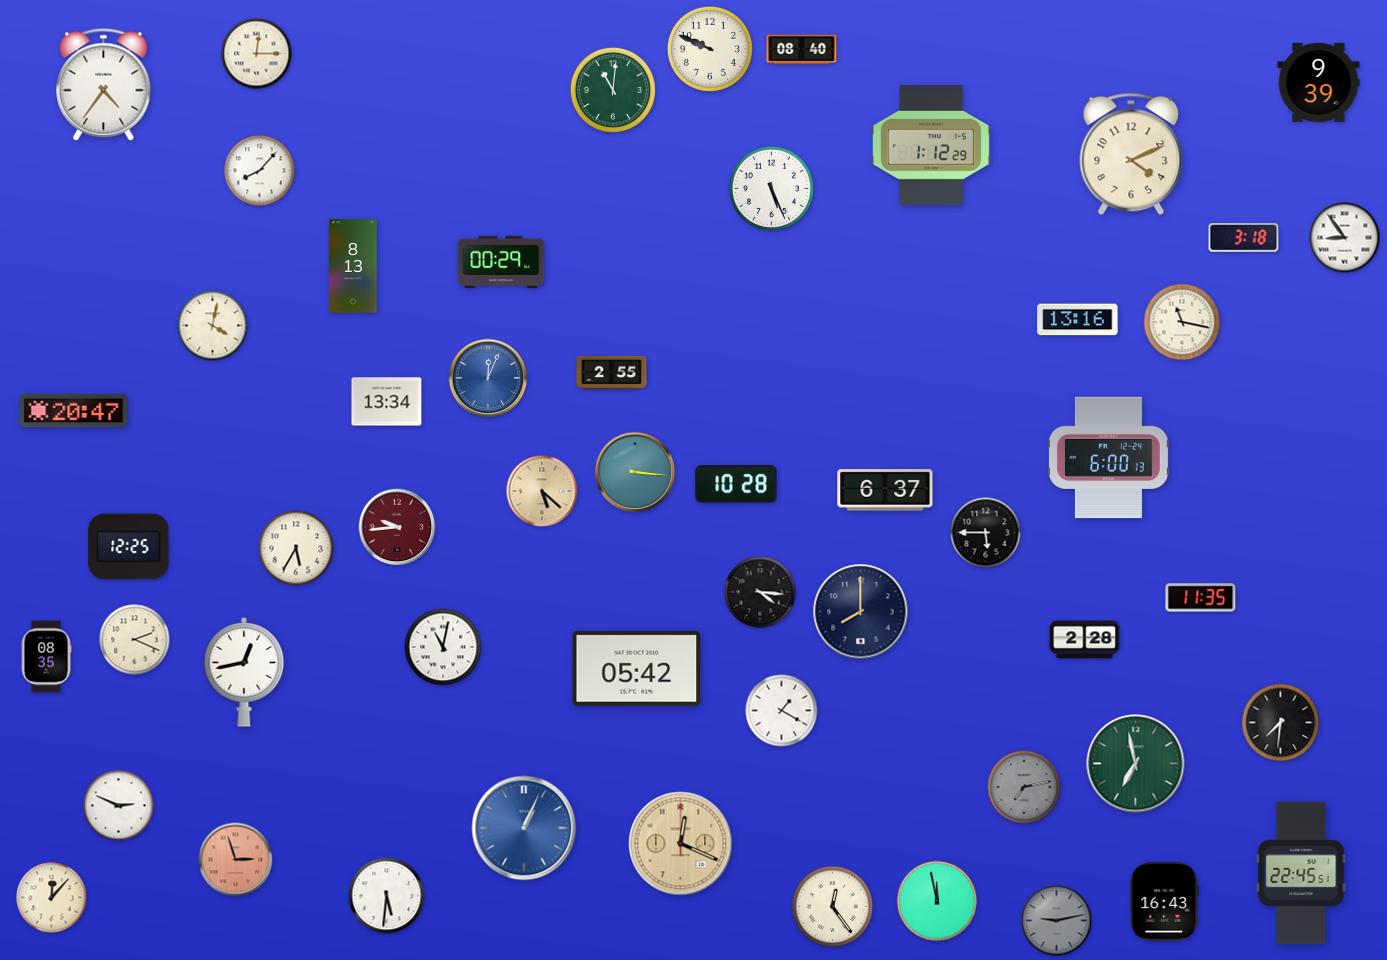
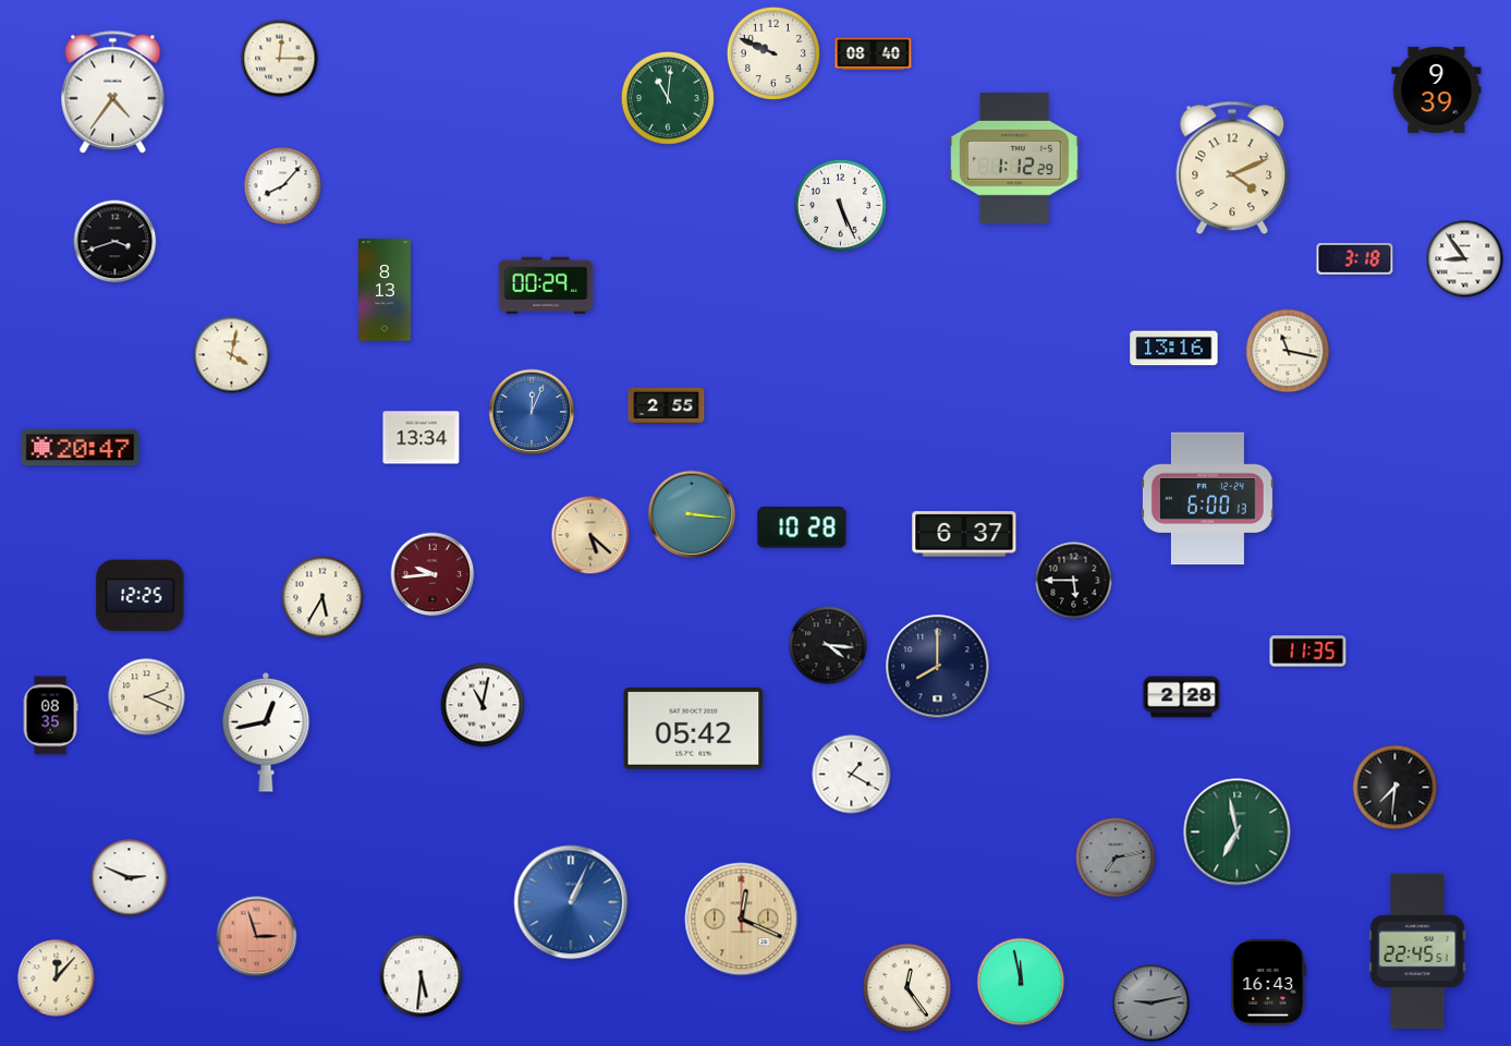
clock at (115, 242): none -> 3:42
